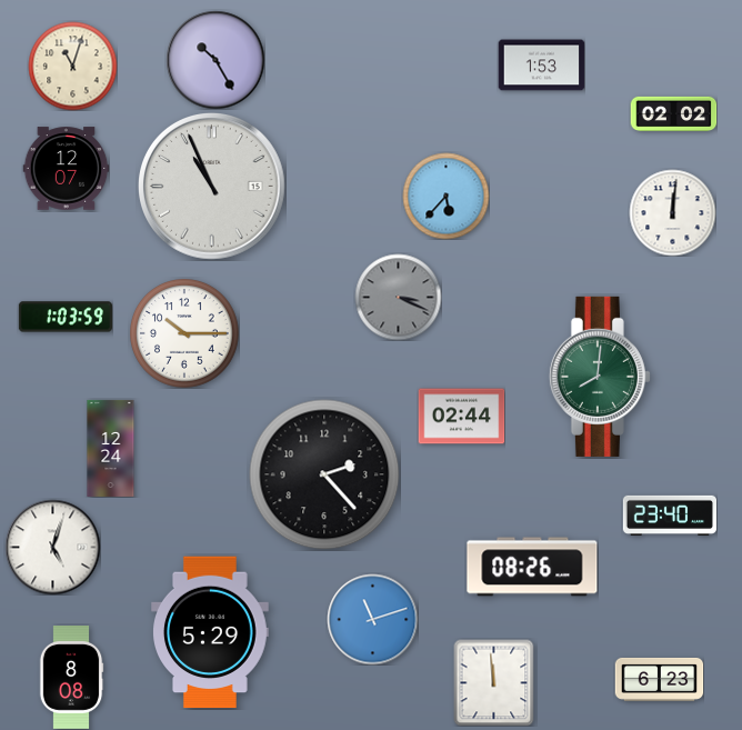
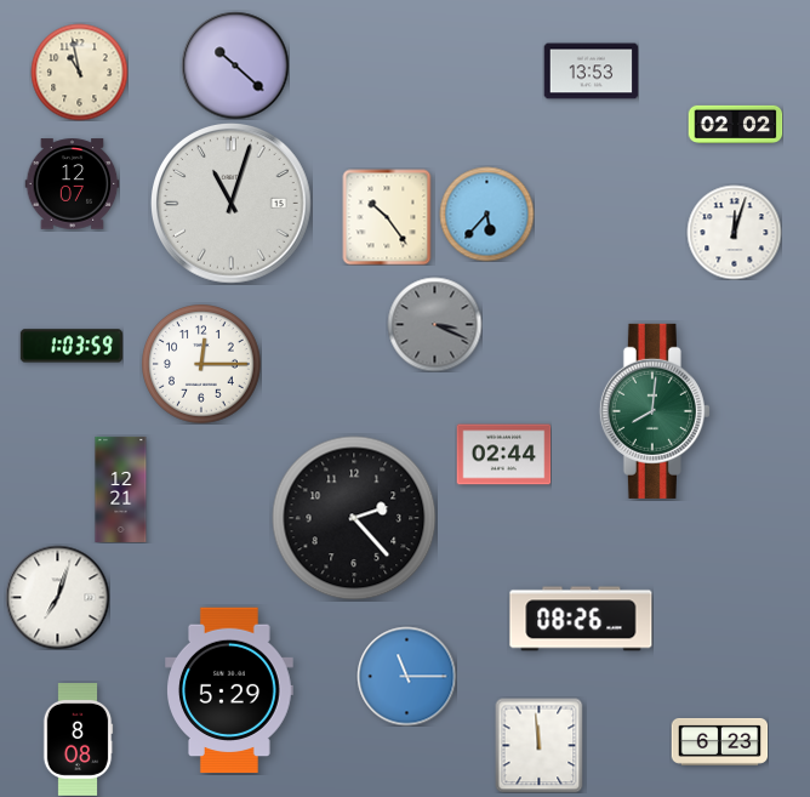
clock at (215, 60): 10:25 -> 10:22
clock at (72, 66): 11:03 -> 10:58
clock at (541, 66): 1:53 -> 13:53
clock at (212, 187): 10:56 -> 11:03
clock at (387, 217): none -> 10:24
clock at (672, 212): 12:01 -> 12:03
clock at (185, 334): 10:15 -> 12:15
clock at (111, 448): 12:24 -> 12:21
clock at (669, 516): 23:40 -> none
clock at (52, 547): 5:03 -> 7:03
clock at (372, 619): 11:12 -> 11:15
